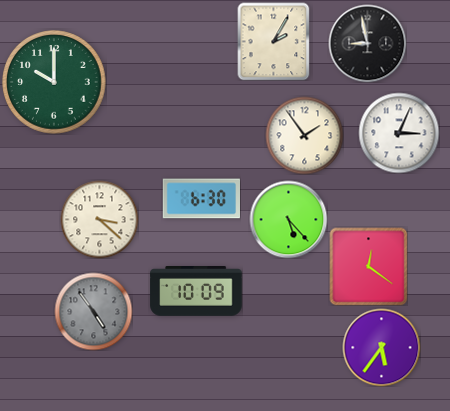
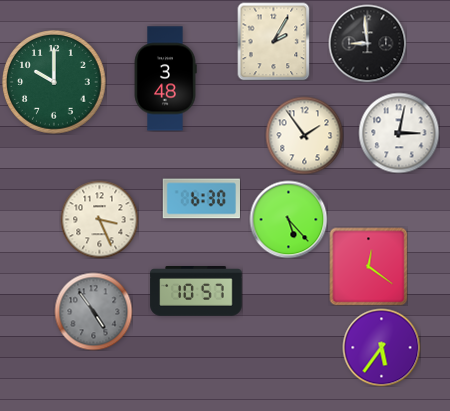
clock at (367, 43): 8:58 -> 8:59
clock at (165, 79): none -> 3:48
clock at (399, 133): 3:04 -> 3:02
clock at (99, 219): 3:22 -> 3:26
clock at (196, 292): 10:09 -> 10:57
